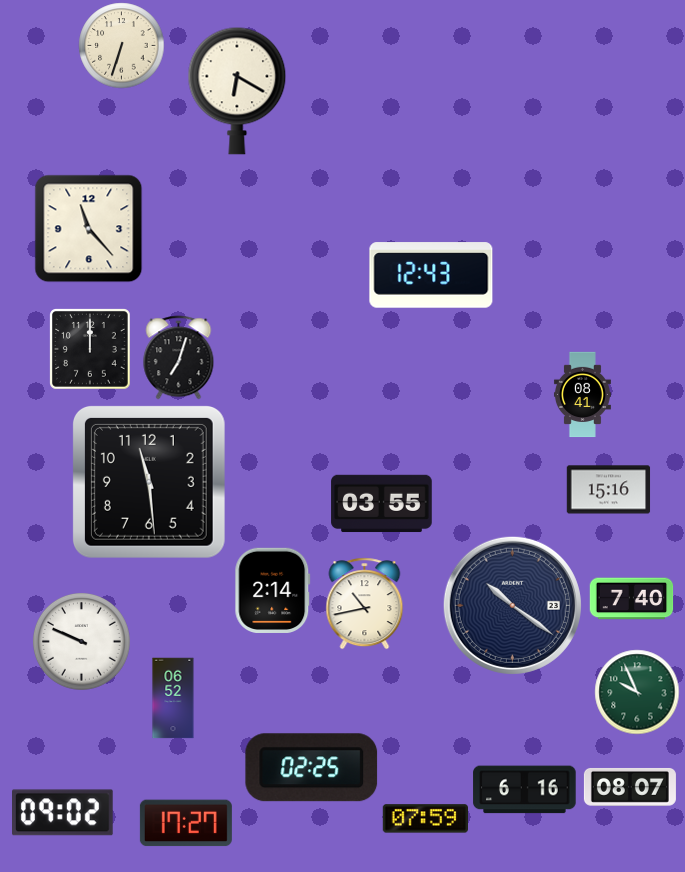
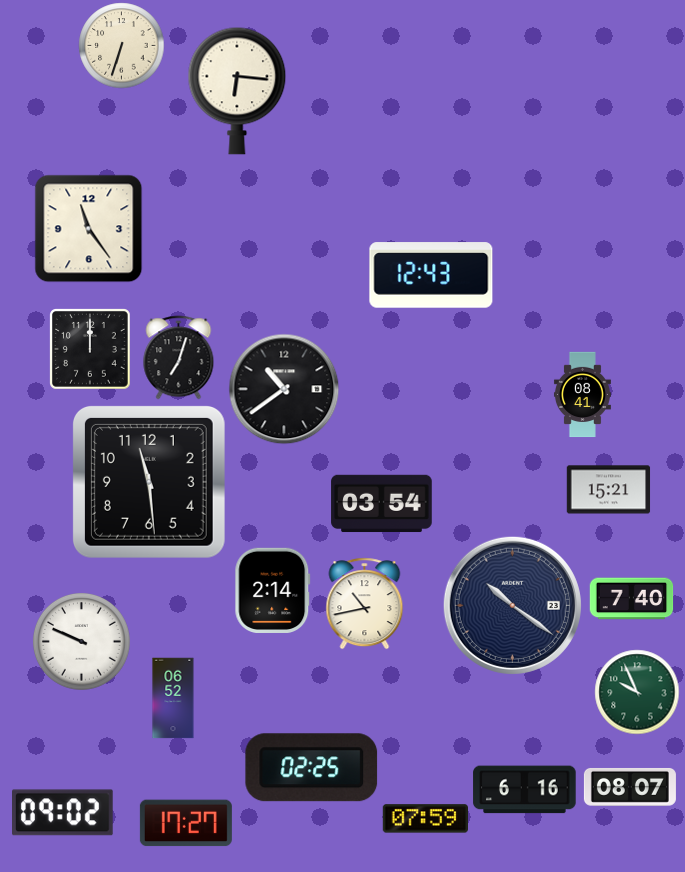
clock at (237, 91): 6:20 -> 6:16
clock at (88, 228): 11:23 -> 11:24
clock at (284, 389): none -> 10:39
clock at (608, 490): 15:16 -> 15:21
clock at (382, 504): 03:55 -> 03:54
